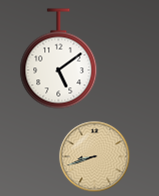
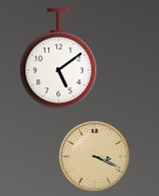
clock at (95, 157): 8:42 -> 3:19
